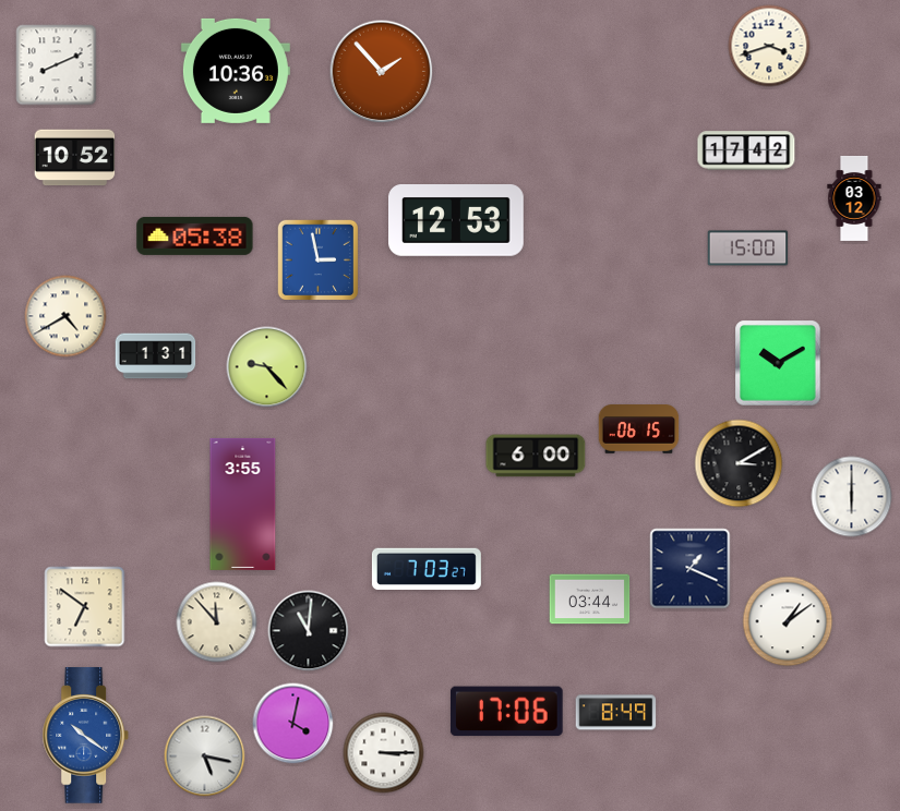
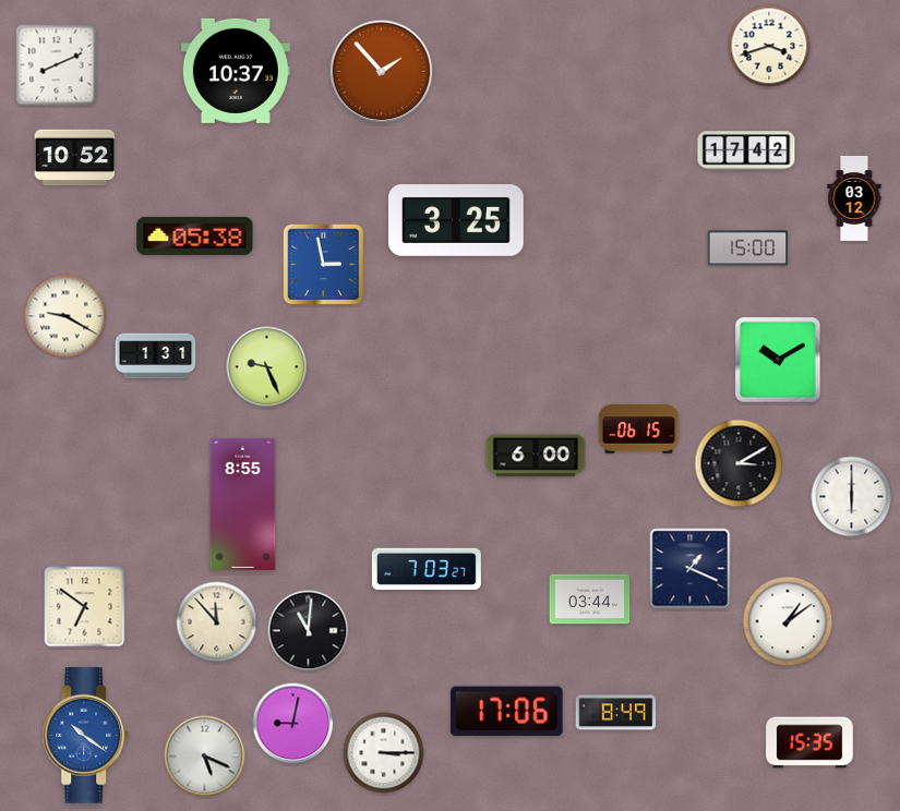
clock at (236, 71): 10:36 -> 10:37
clock at (457, 221): 12:53 -> 3:25
clock at (319, 261) position: (319, 261) -> (324, 265)
clock at (65, 316): 4:40 -> 9:20
clock at (778, 363) position: (778, 363) -> (778, 360)
clock at (267, 367): 9:23 -> 9:26
clock at (243, 504): 3:55 -> 8:55
clock at (293, 724): 4:02 -> 9:02
clock at (809, 742): none -> 15:35
clock at (205, 756): 5:17 -> 5:19
